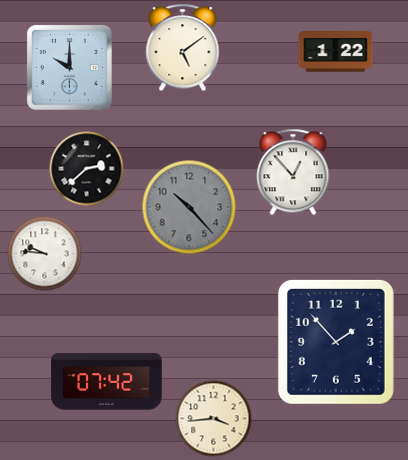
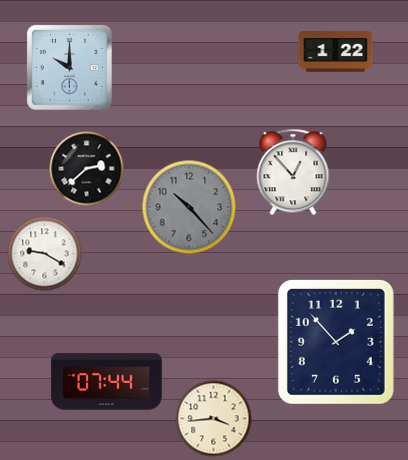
clock at (183, 48): 5:09 -> none
clock at (45, 254): 9:46 -> 9:20
clock at (107, 382): 07:42 -> 07:44
